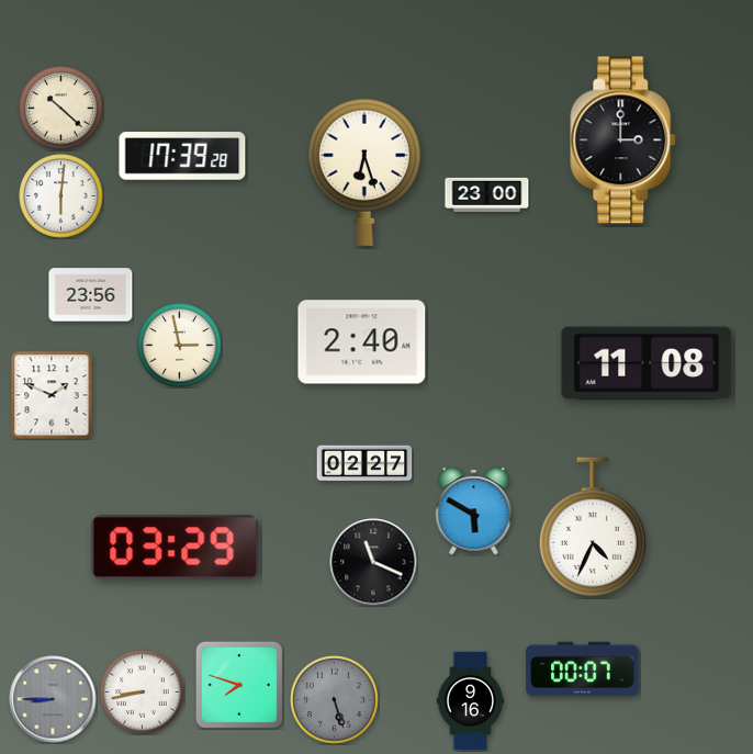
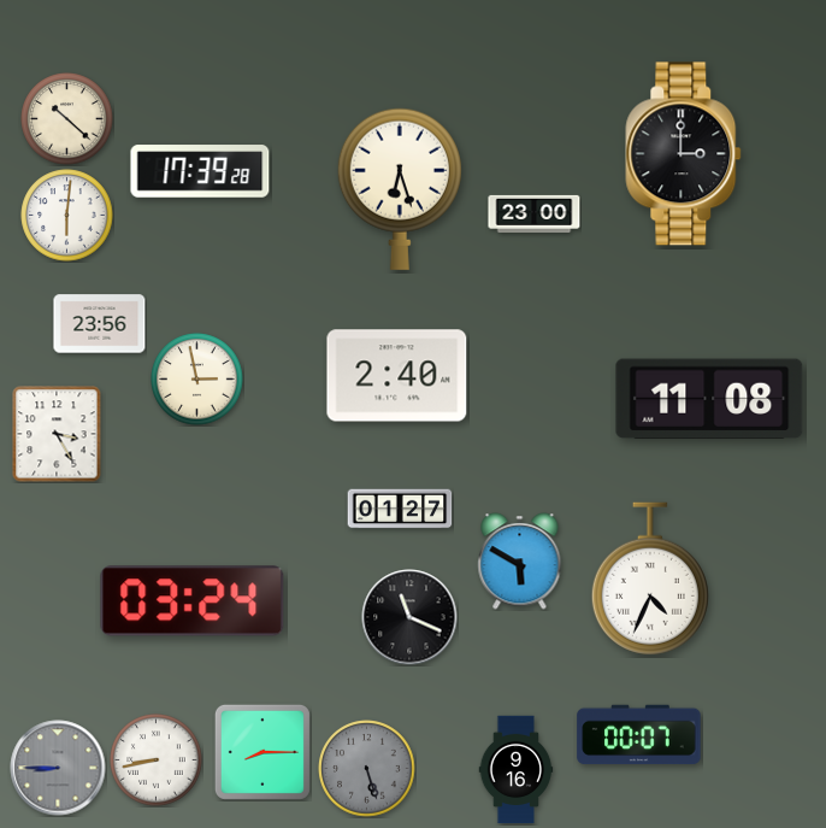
clock at (52, 395): 1:49 -> 3:25
clock at (364, 463): 02:27 -> 01:27
clock at (176, 548): 03:29 -> 03:24
clock at (239, 685): 7:48 -> 8:15
